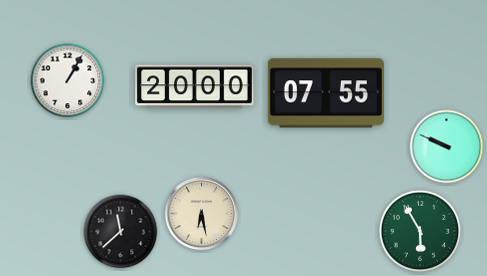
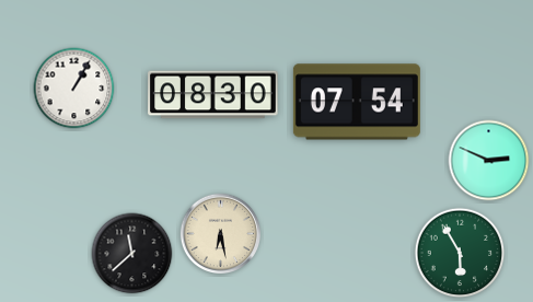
clock at (195, 87): 20:00 -> 08:30
clock at (326, 93): 07:55 -> 07:54
clock at (447, 147): 9:49 -> 2:49
